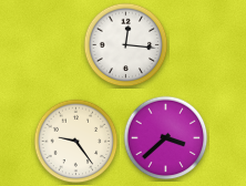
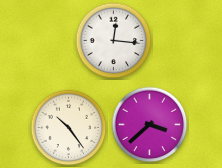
clock at (76, 142): 9:24 -> 10:24
